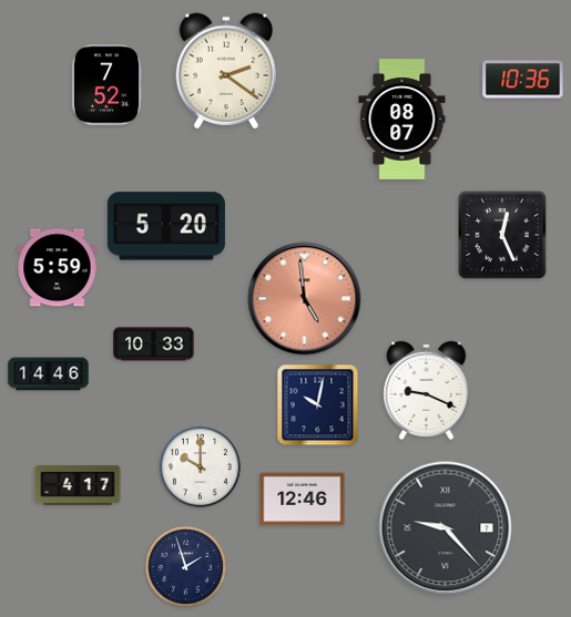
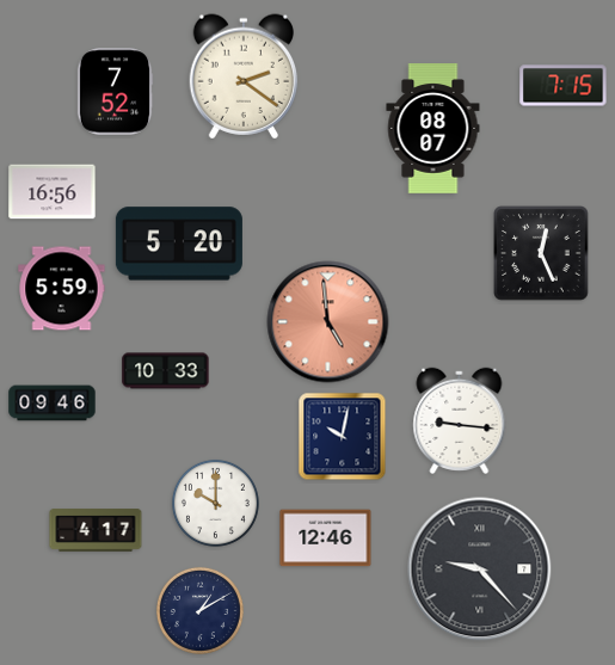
clock at (523, 80): 10:36 -> 7:15
clock at (53, 192): none -> 16:56
clock at (49, 374): 14:46 -> 09:46
clock at (427, 390): 9:19 -> 9:16
clock at (78, 485) position: (78, 485) -> (96, 530)
clock at (185, 566): 1:57 -> 1:10
